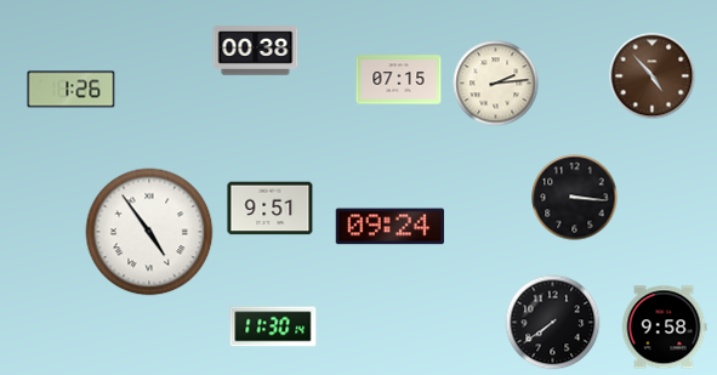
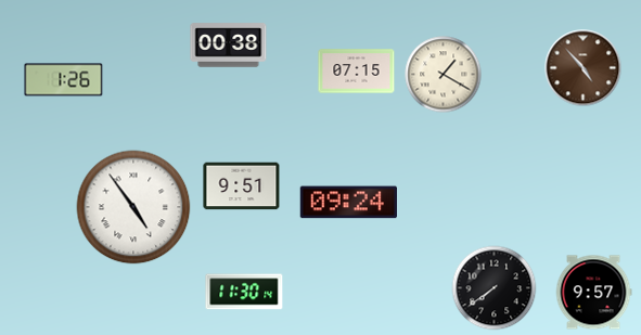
clock at (496, 84): 2:14 -> 1:20
clock at (575, 198): 3:16 -> none
clock at (664, 328): 9:58 -> 9:57
